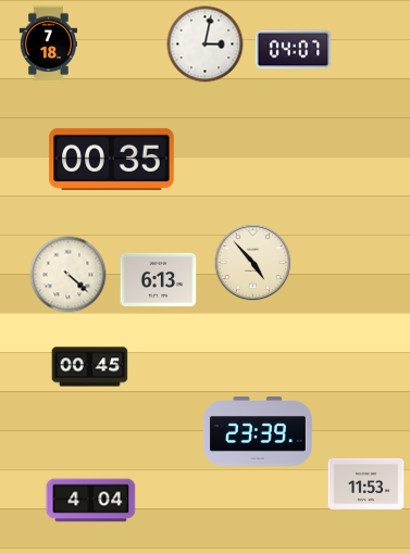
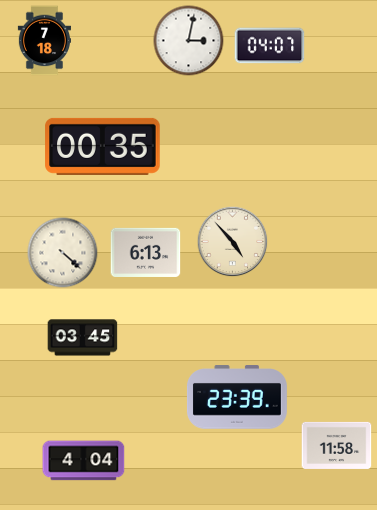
clock at (159, 279) position: (159, 279) -> (146, 252)
clock at (90, 367): 00:45 -> 03:45
clock at (366, 483): 11:53 -> 11:58
